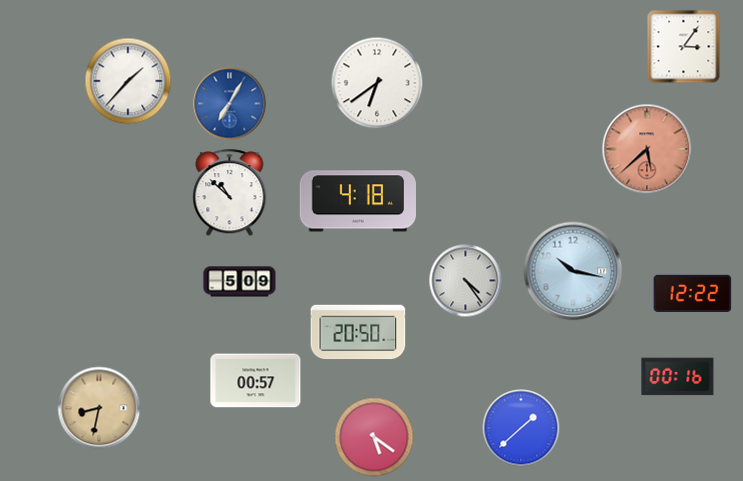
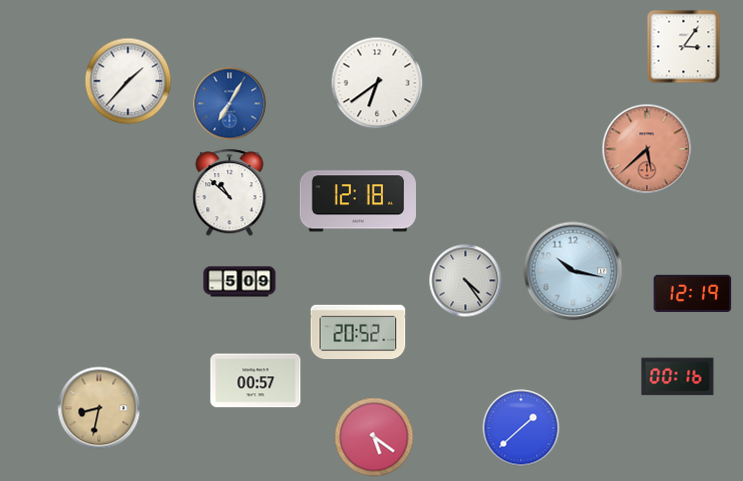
clock at (358, 201): 4:18 -> 12:18
clock at (693, 293): 12:22 -> 12:19
clock at (358, 332): 20:50 -> 20:52
